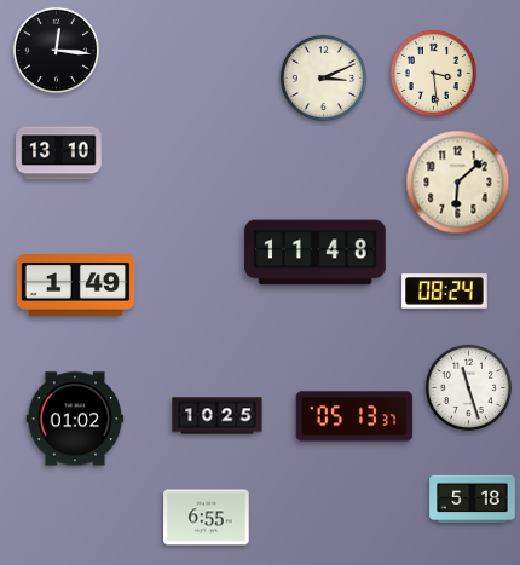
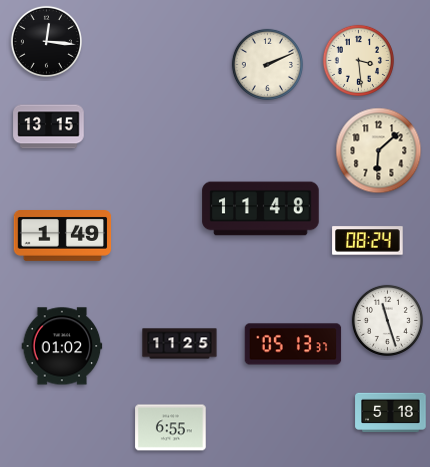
clock at (323, 77): 3:11 -> 2:11
clock at (59, 154): 13:10 -> 13:15
clock at (218, 416): 10:25 -> 11:25
